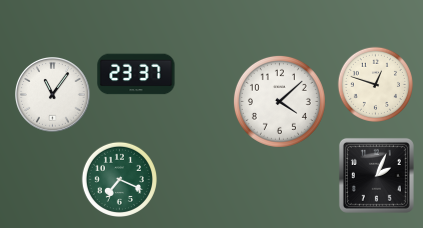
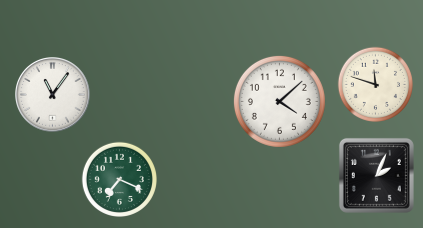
clock at (136, 74): 23:37 -> none
clock at (375, 84): 12:48 -> 11:48
